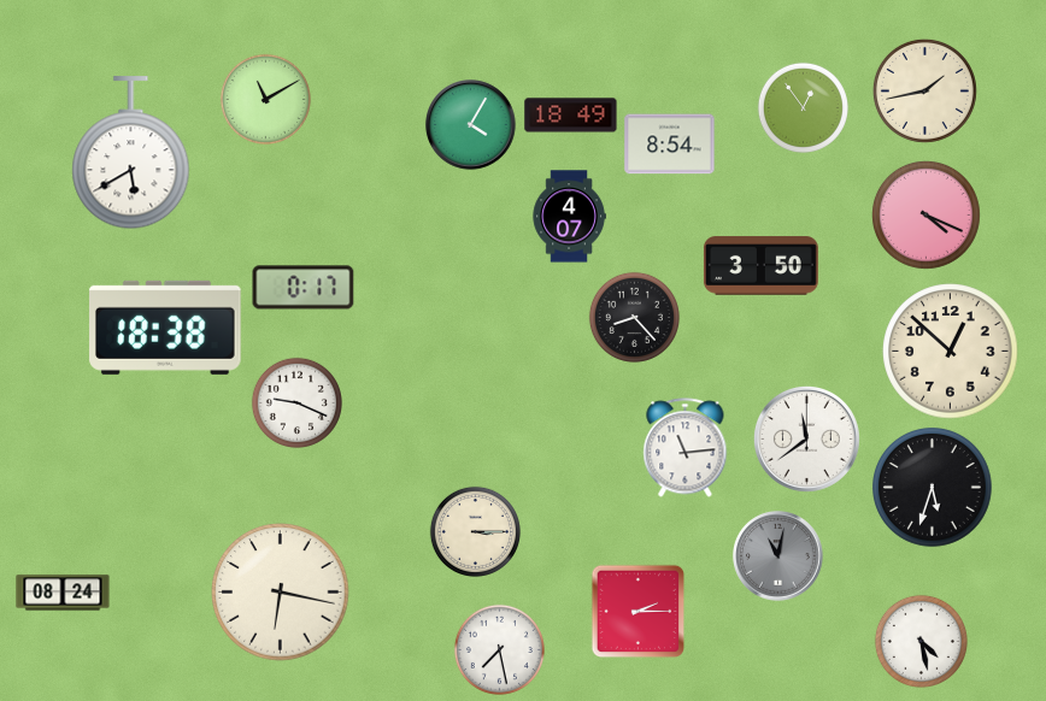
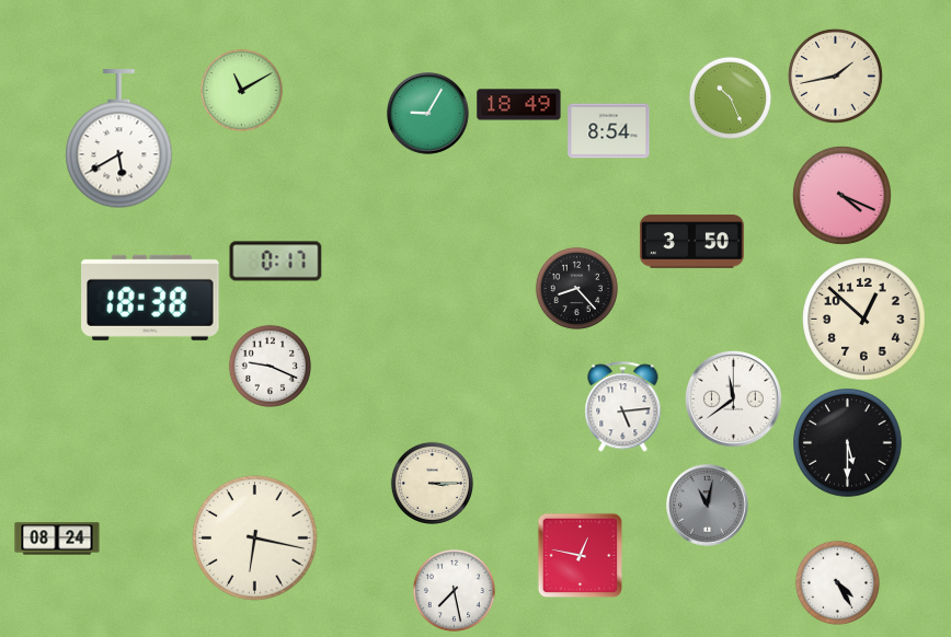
clock at (924, 90) position: (924, 90) -> (835, 76)
clock at (803, 107): 12:54 -> 10:26
clock at (471, 125): 4:05 -> 9:05
clock at (569, 217): 4:07 -> none
clock at (686, 448): 11:14 -> 5:14
clock at (933, 488): 5:33 -> 5:30
clock at (639, 612): 2:15 -> 12:47
clock at (921, 641): 4:28 -> 4:25
